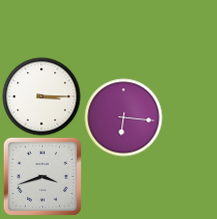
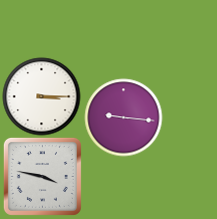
clock at (123, 117): 6:16 -> 9:16
clock at (42, 176): 3:42 -> 3:47
